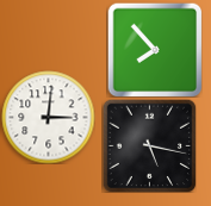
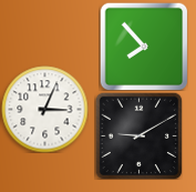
clock at (48, 117): 3:01 -> 3:04
clock at (149, 145): 5:17 -> 9:10
